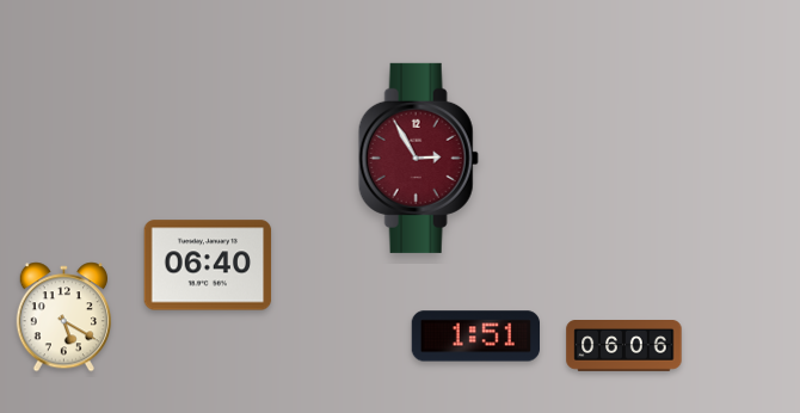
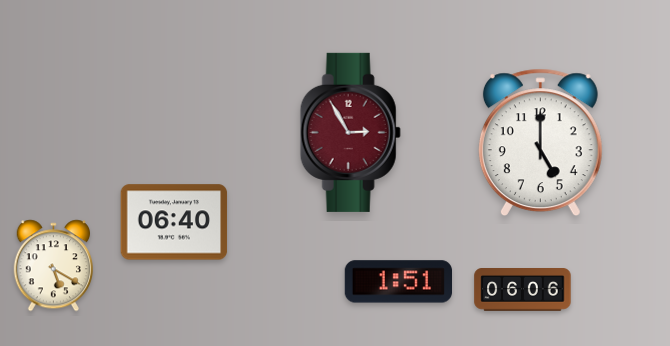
clock at (540, 143): none -> 5:00
